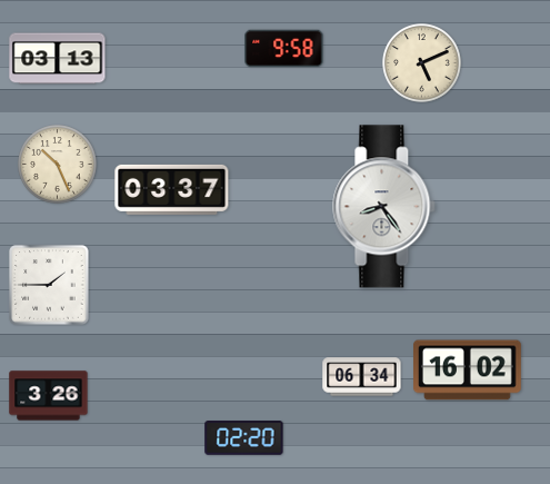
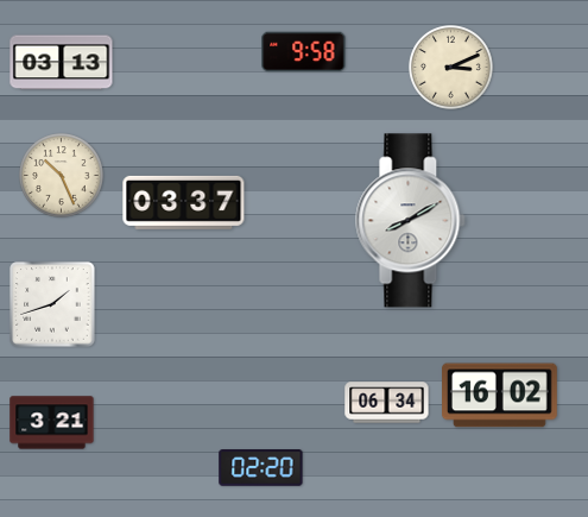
clock at (422, 63): 5:11 -> 3:11
clock at (384, 207): 8:24 -> 8:10
clock at (49, 285): 1:45 -> 1:42
clock at (49, 396): 3:26 -> 3:21
